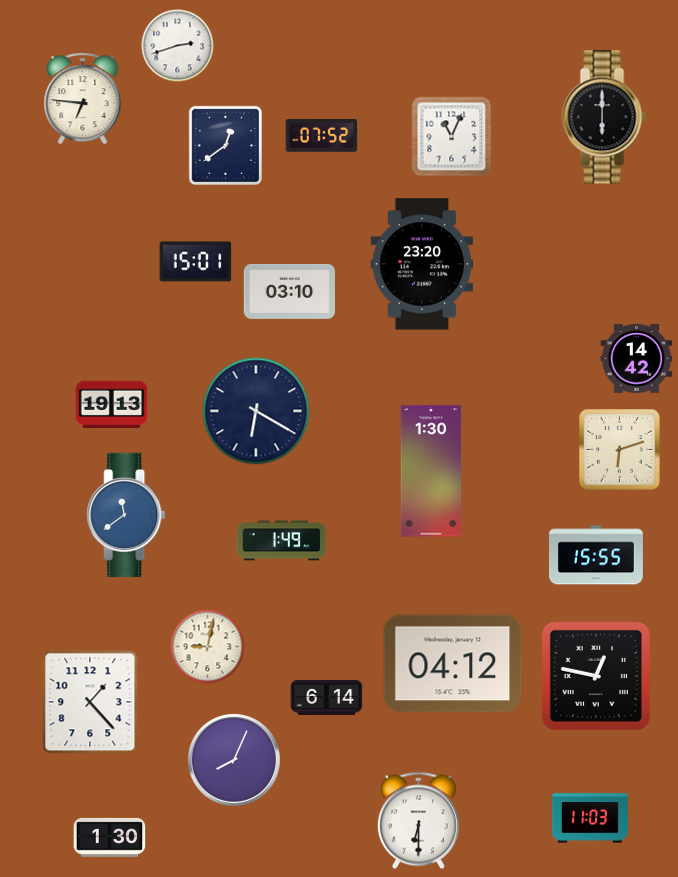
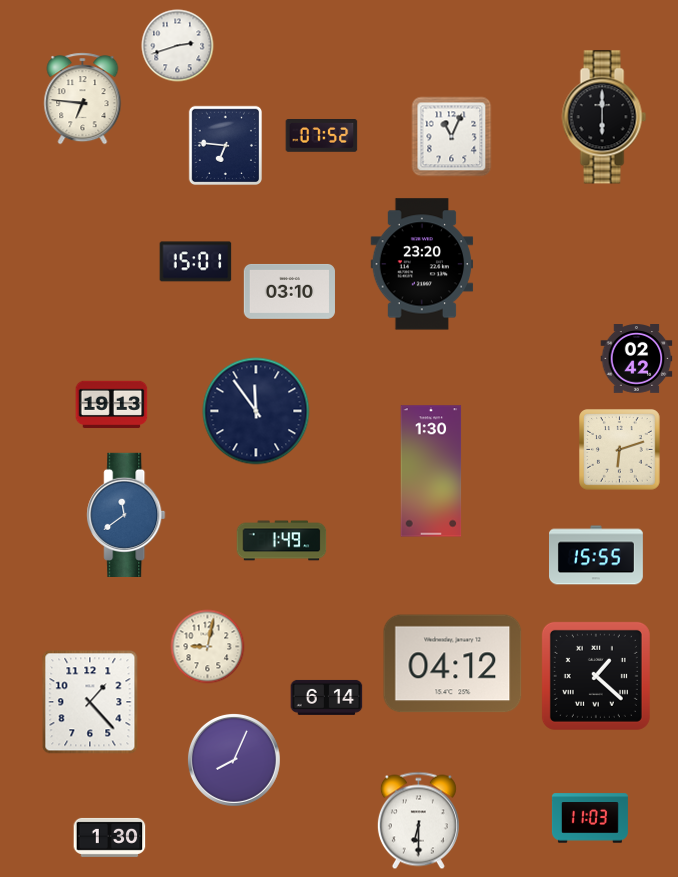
clock at (225, 145): 12:39 -> 6:46
clock at (637, 359): 14:42 -> 02:42
clock at (256, 411): 6:20 -> 11:54
clock at (596, 676): 12:47 -> 1:22
